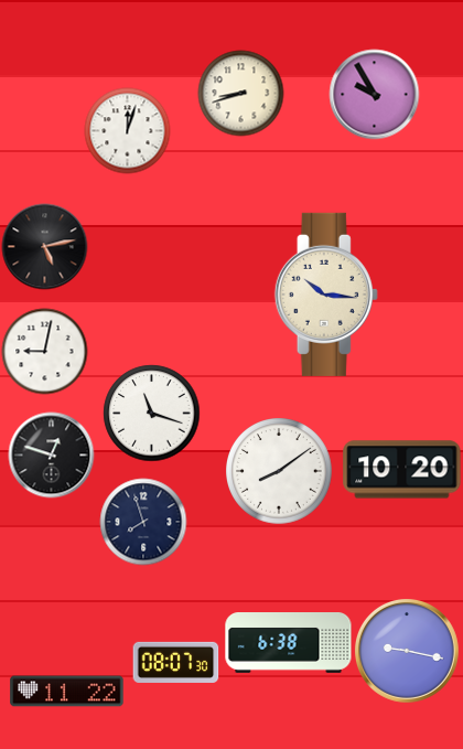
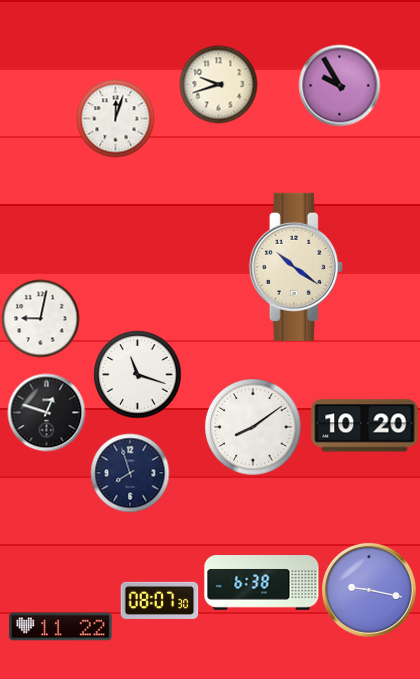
clock at (240, 93): 8:42 -> 9:42
clock at (44, 246): 5:13 -> none
clock at (326, 295): 10:16 -> 10:21
